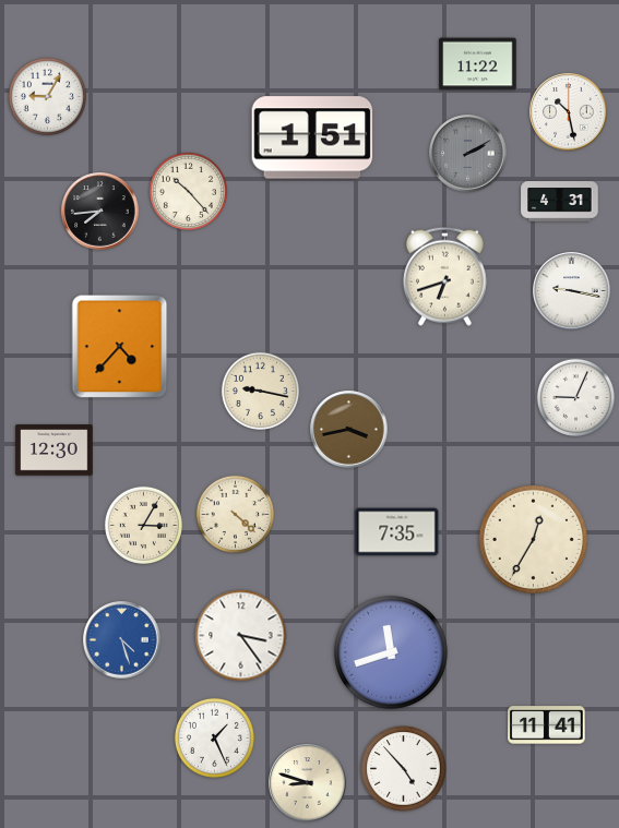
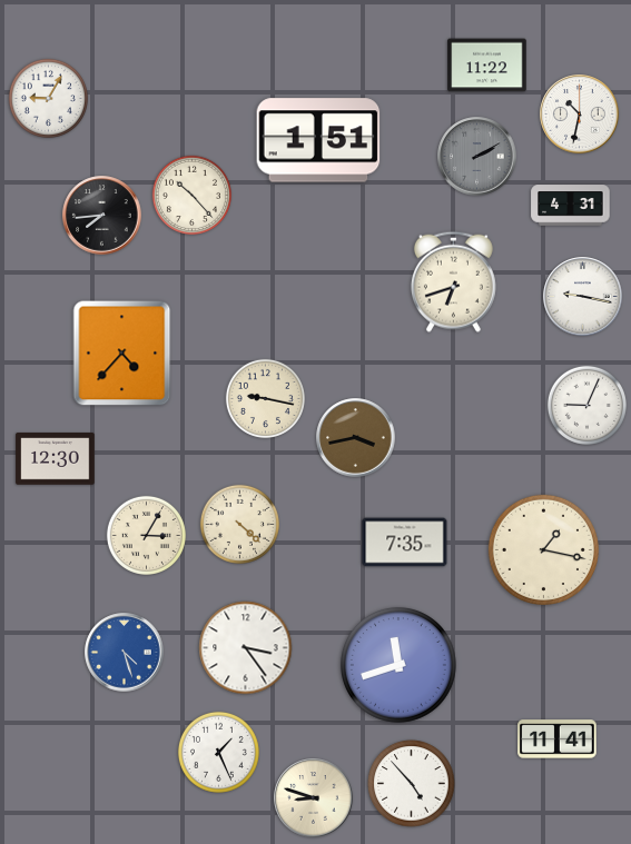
clock at (569, 112): 10:28 -> 10:32
clock at (533, 539): 12:35 -> 1:17
